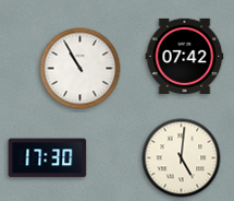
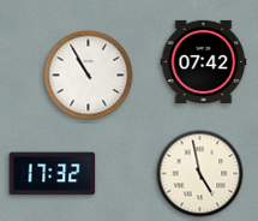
clock at (48, 158): 17:30 -> 17:32
clock at (182, 158): 5:01 -> 4:58
